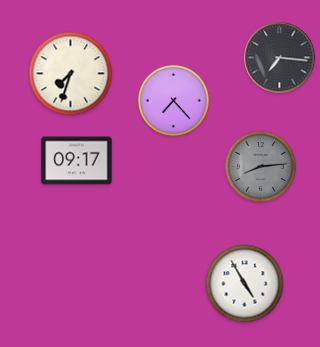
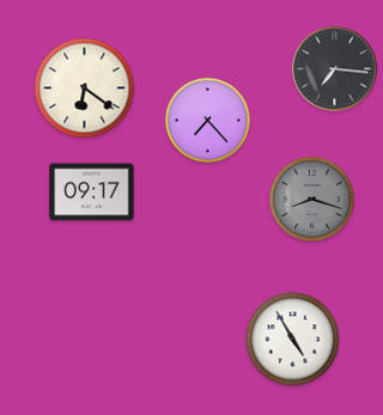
clock at (71, 74): 7:33 -> 6:21
clock at (260, 166): 8:14 -> 8:18
